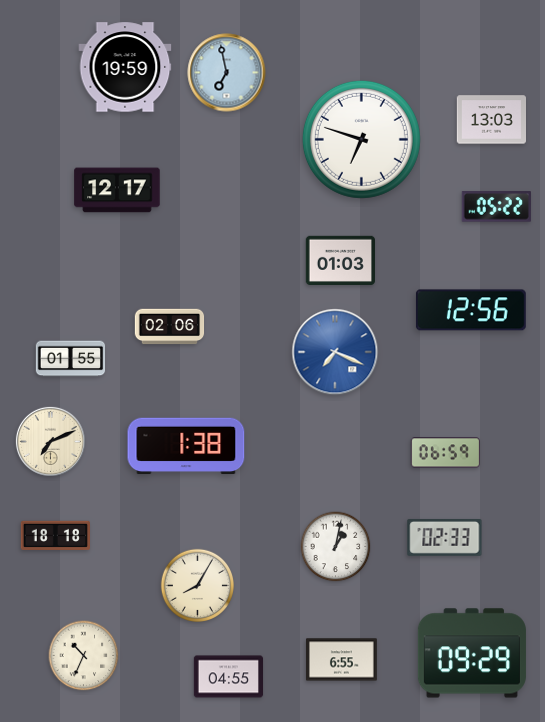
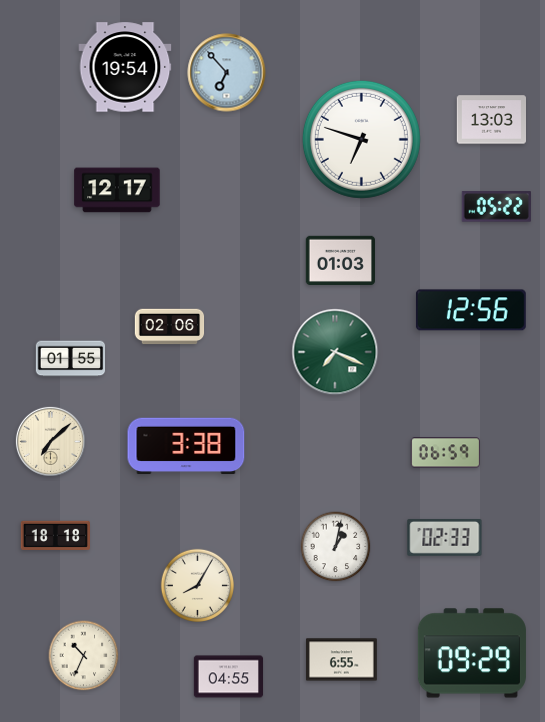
clock at (125, 67): 19:59 -> 19:54
clock at (227, 73): 6:58 -> 6:53
clock at (335, 352) dial: blue -> green
clock at (50, 441): 7:11 -> 7:08
clock at (186, 446): 1:38 -> 3:38
